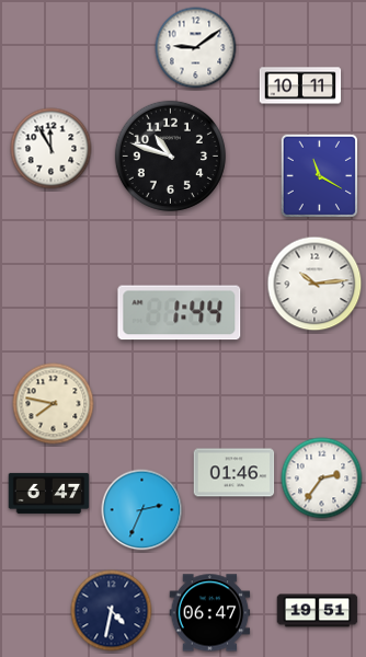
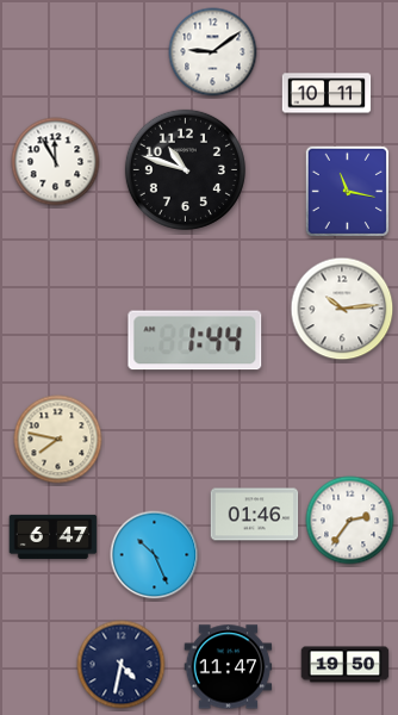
clock at (319, 176): 11:20 -> 11:17
clock at (142, 510): 2:34 -> 10:26
clock at (318, 611): 19:51 -> 19:50
clock at (210, 613): 06:47 -> 11:47
